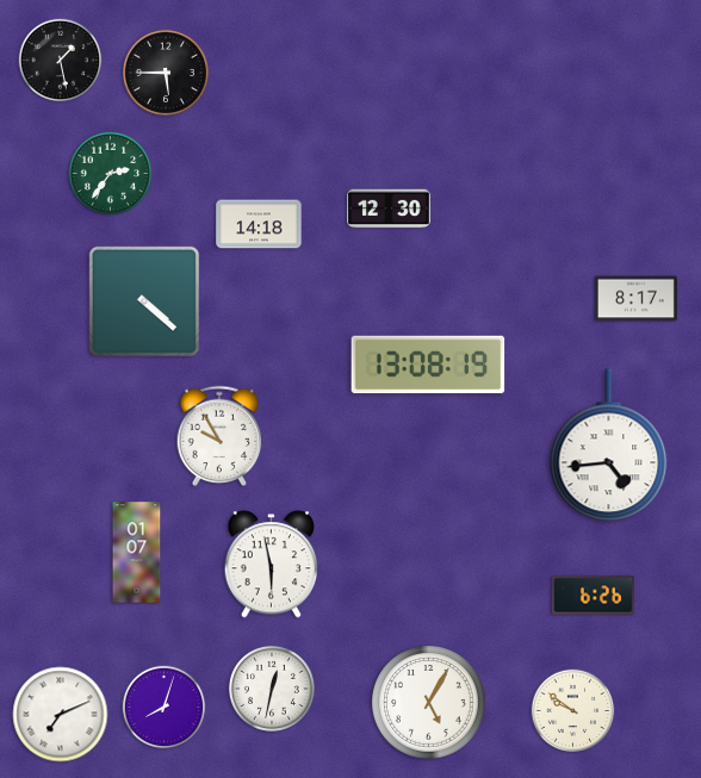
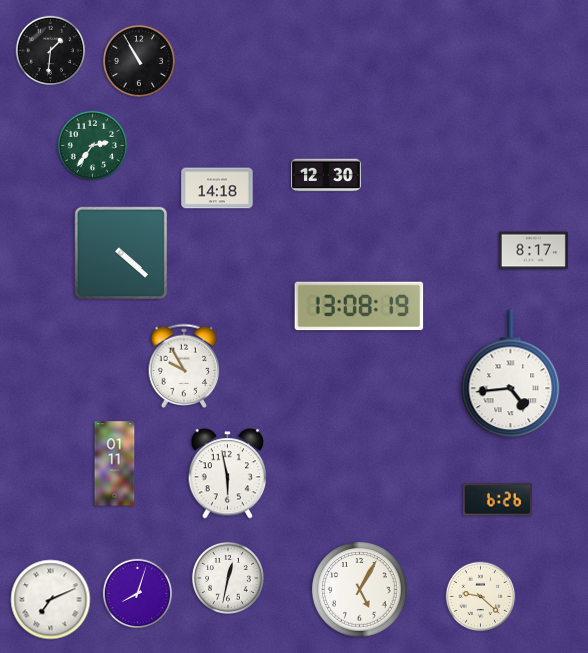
clock at (61, 61): 1:28 -> 1:31
clock at (166, 73): 5:45 -> 10:55
clock at (137, 553): 01:07 -> 01:11
clock at (573, 711): 9:51 -> 9:22
